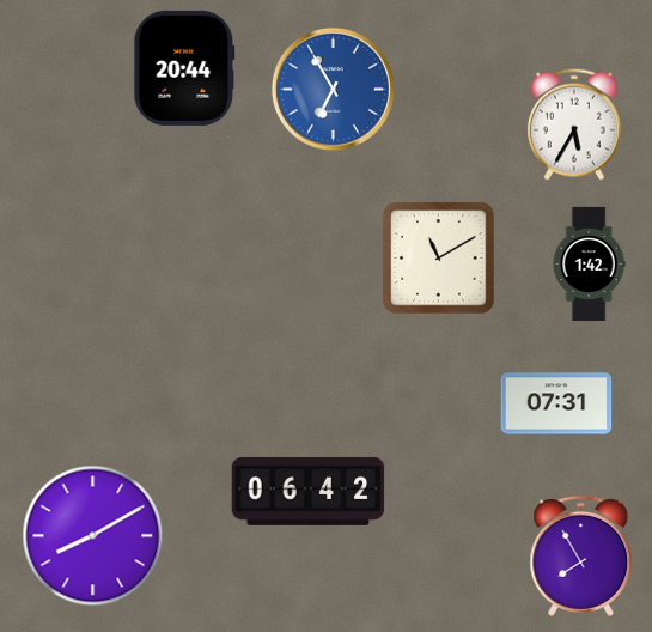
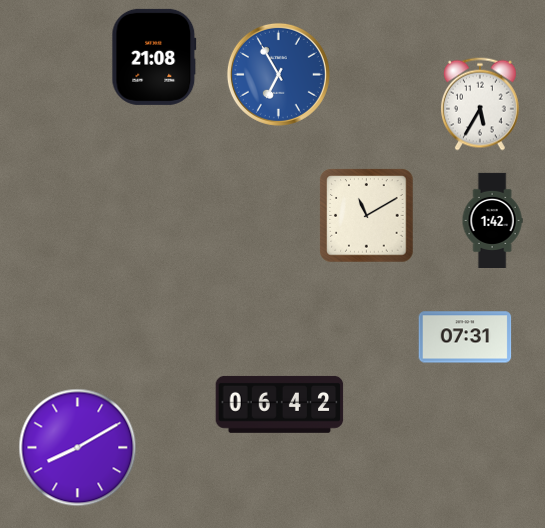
clock at (184, 68): 20:44 -> 21:08
clock at (309, 491) position: (309, 491) -> (280, 404)
clock at (581, 555): 7:55 -> none
